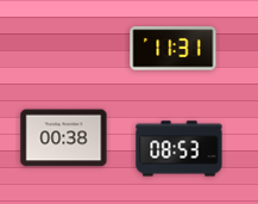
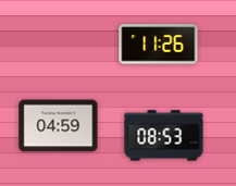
clock at (174, 49): 11:31 -> 11:26
clock at (64, 138): 00:38 -> 04:59
